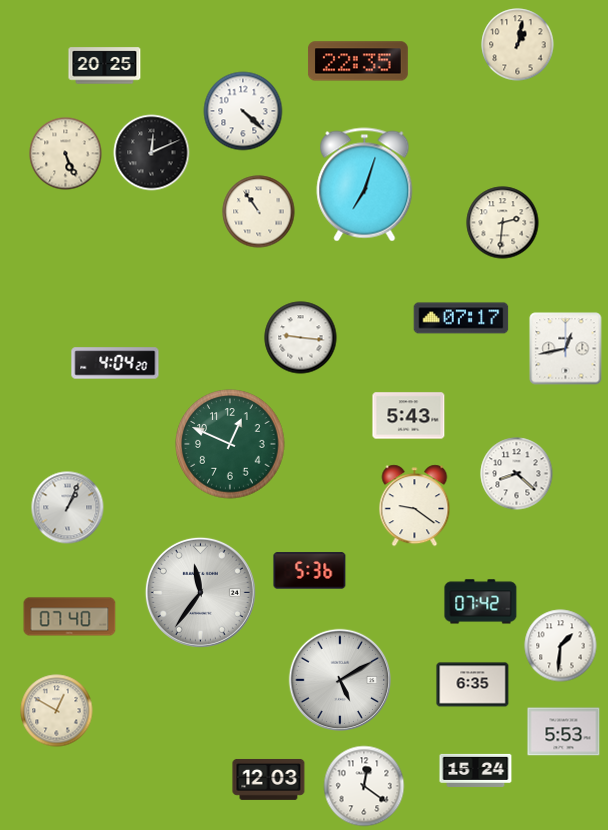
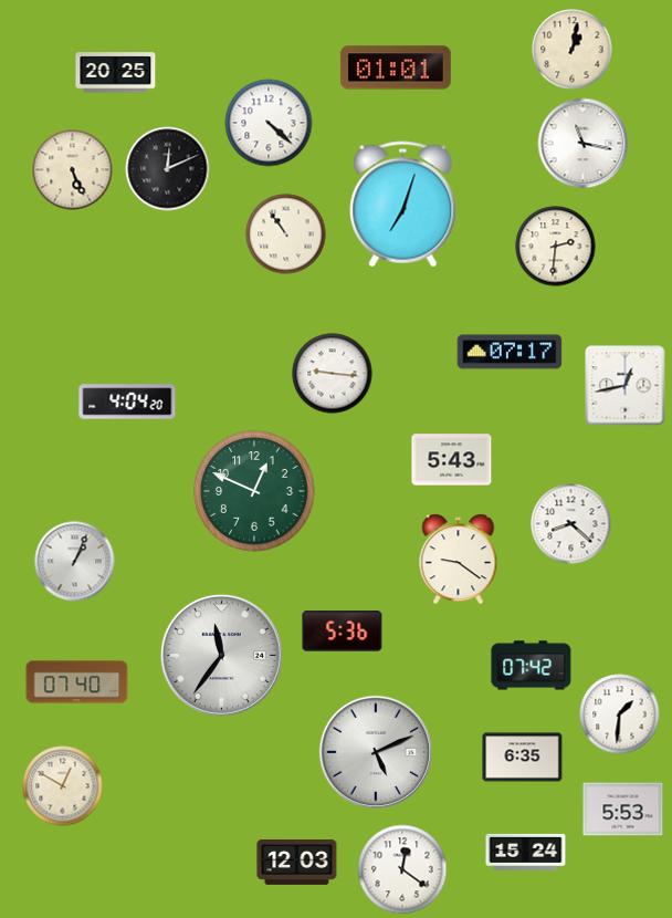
clock at (358, 61): 22:35 -> 01:01
clock at (584, 144): none -> 11:17
clock at (339, 679): 5:10 -> 5:11
